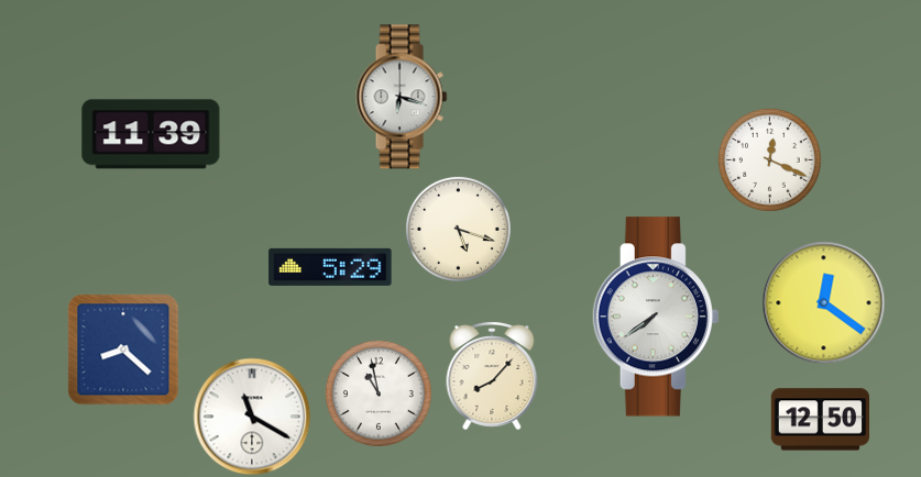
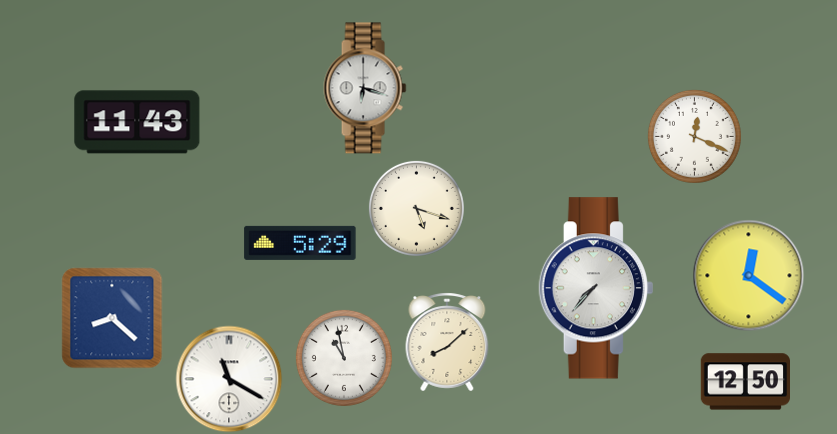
clock at (151, 134): 11:39 -> 11:43
clock at (769, 159) position: (769, 159) -> (694, 136)
clock at (656, 317): 7:39 -> 7:37
clock at (492, 376): 8:07 -> 8:08
